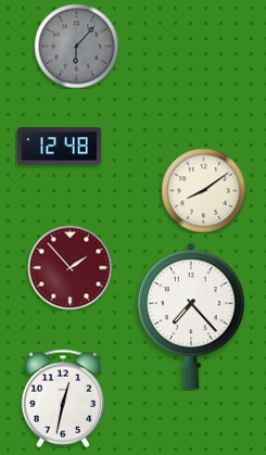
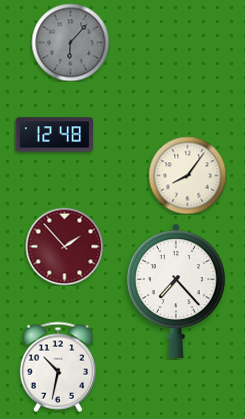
clock at (203, 190): 8:09 -> 8:06
clock at (62, 399): 12:32 -> 10:32
